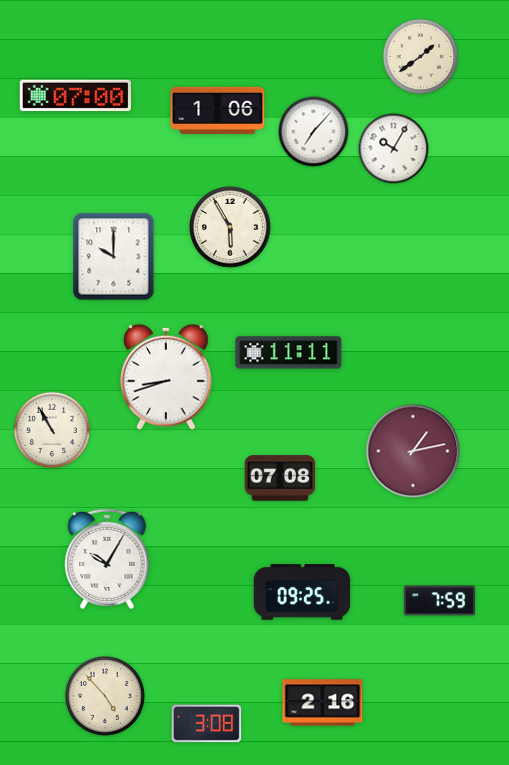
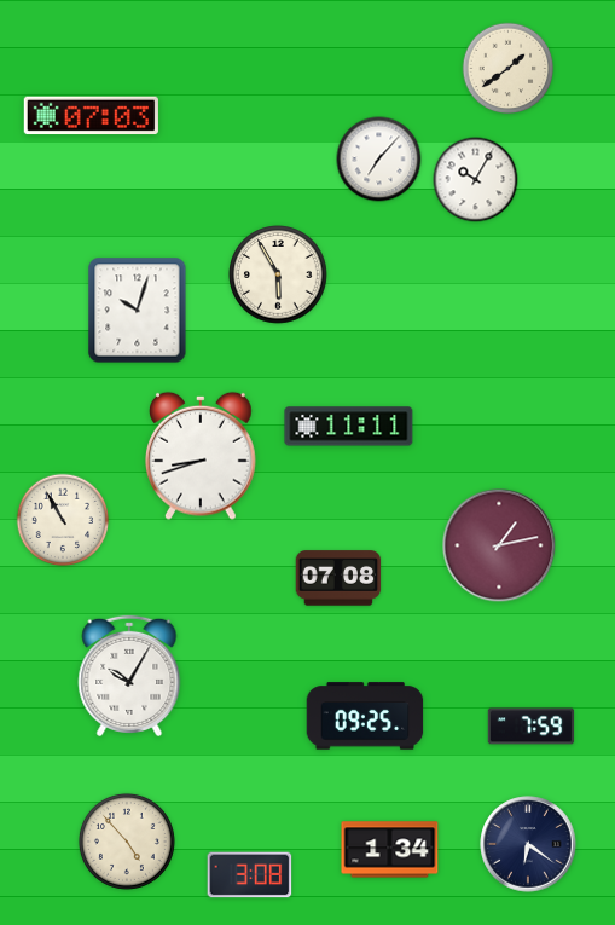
clock at (75, 96): 07:00 -> 07:03
clock at (218, 110): 1:06 -> none
clock at (114, 257): 10:00 -> 10:03
clock at (528, 844): none -> 6:21
clock at (323, 703): 2:16 -> 1:34
